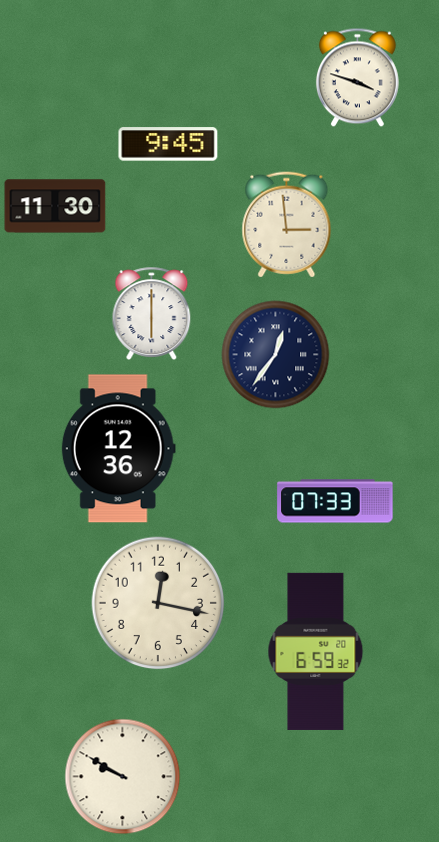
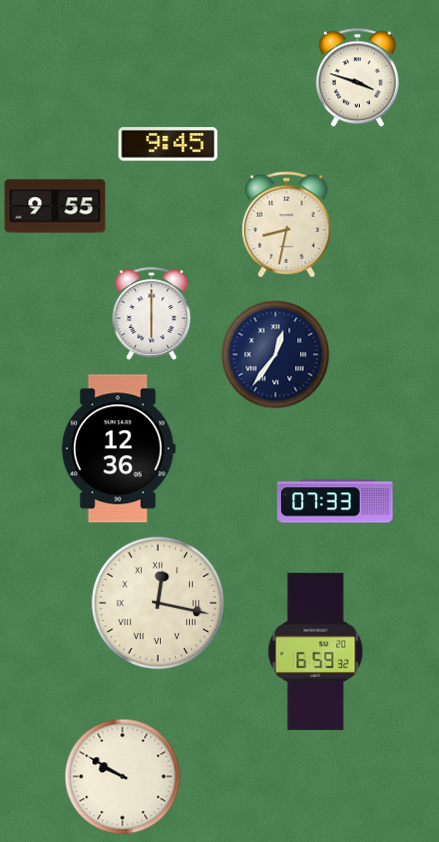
clock at (55, 206): 11:30 -> 9:55
clock at (287, 225): 2:59 -> 8:32
clock at (158, 603) numerals: Arabic -> Roman
